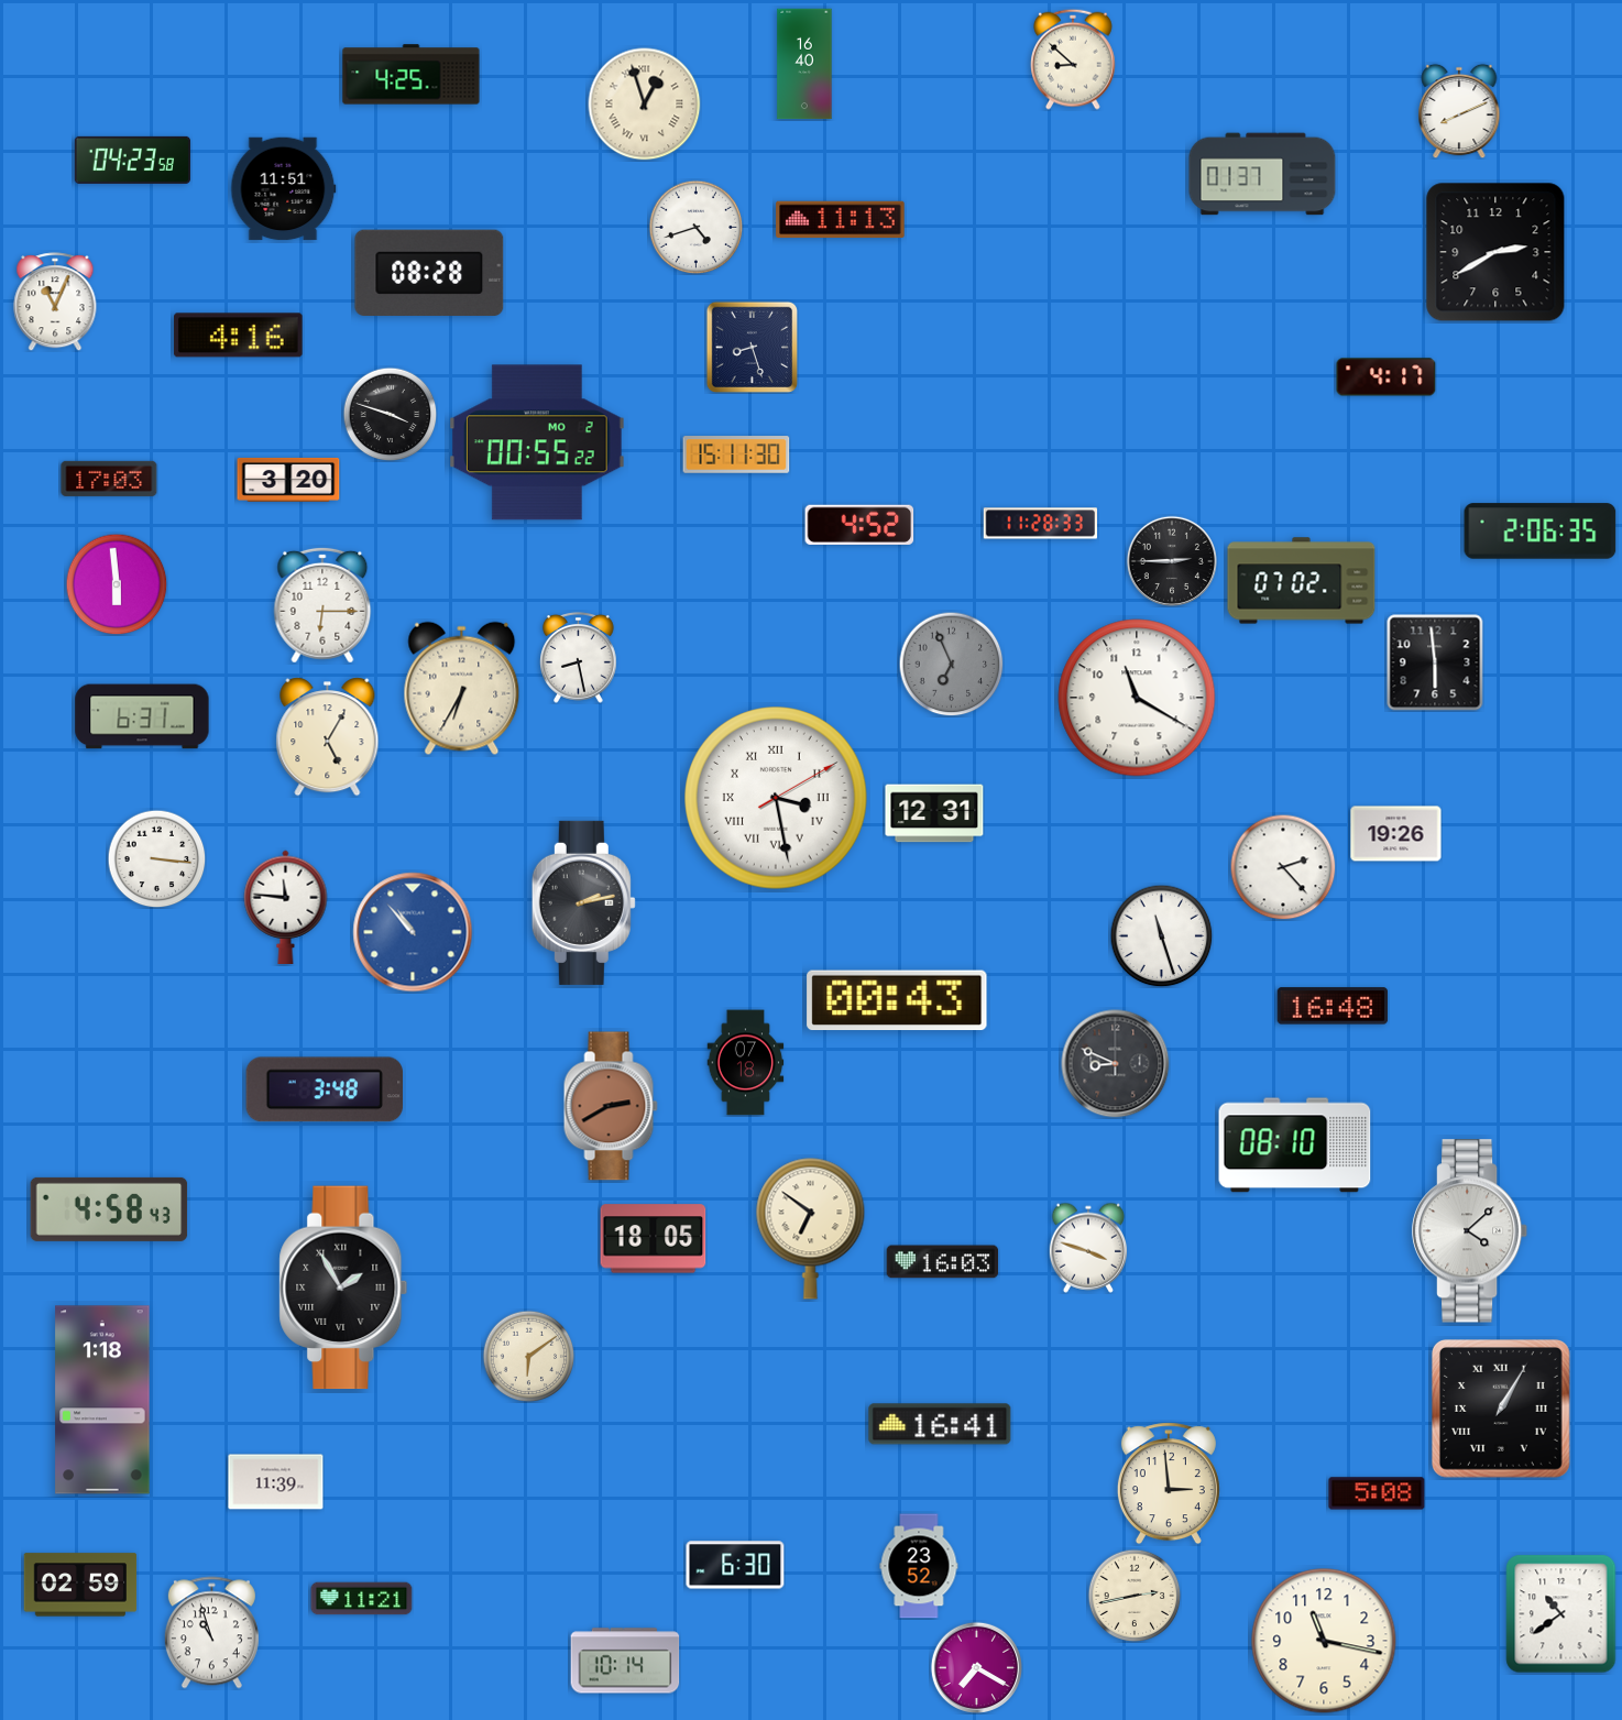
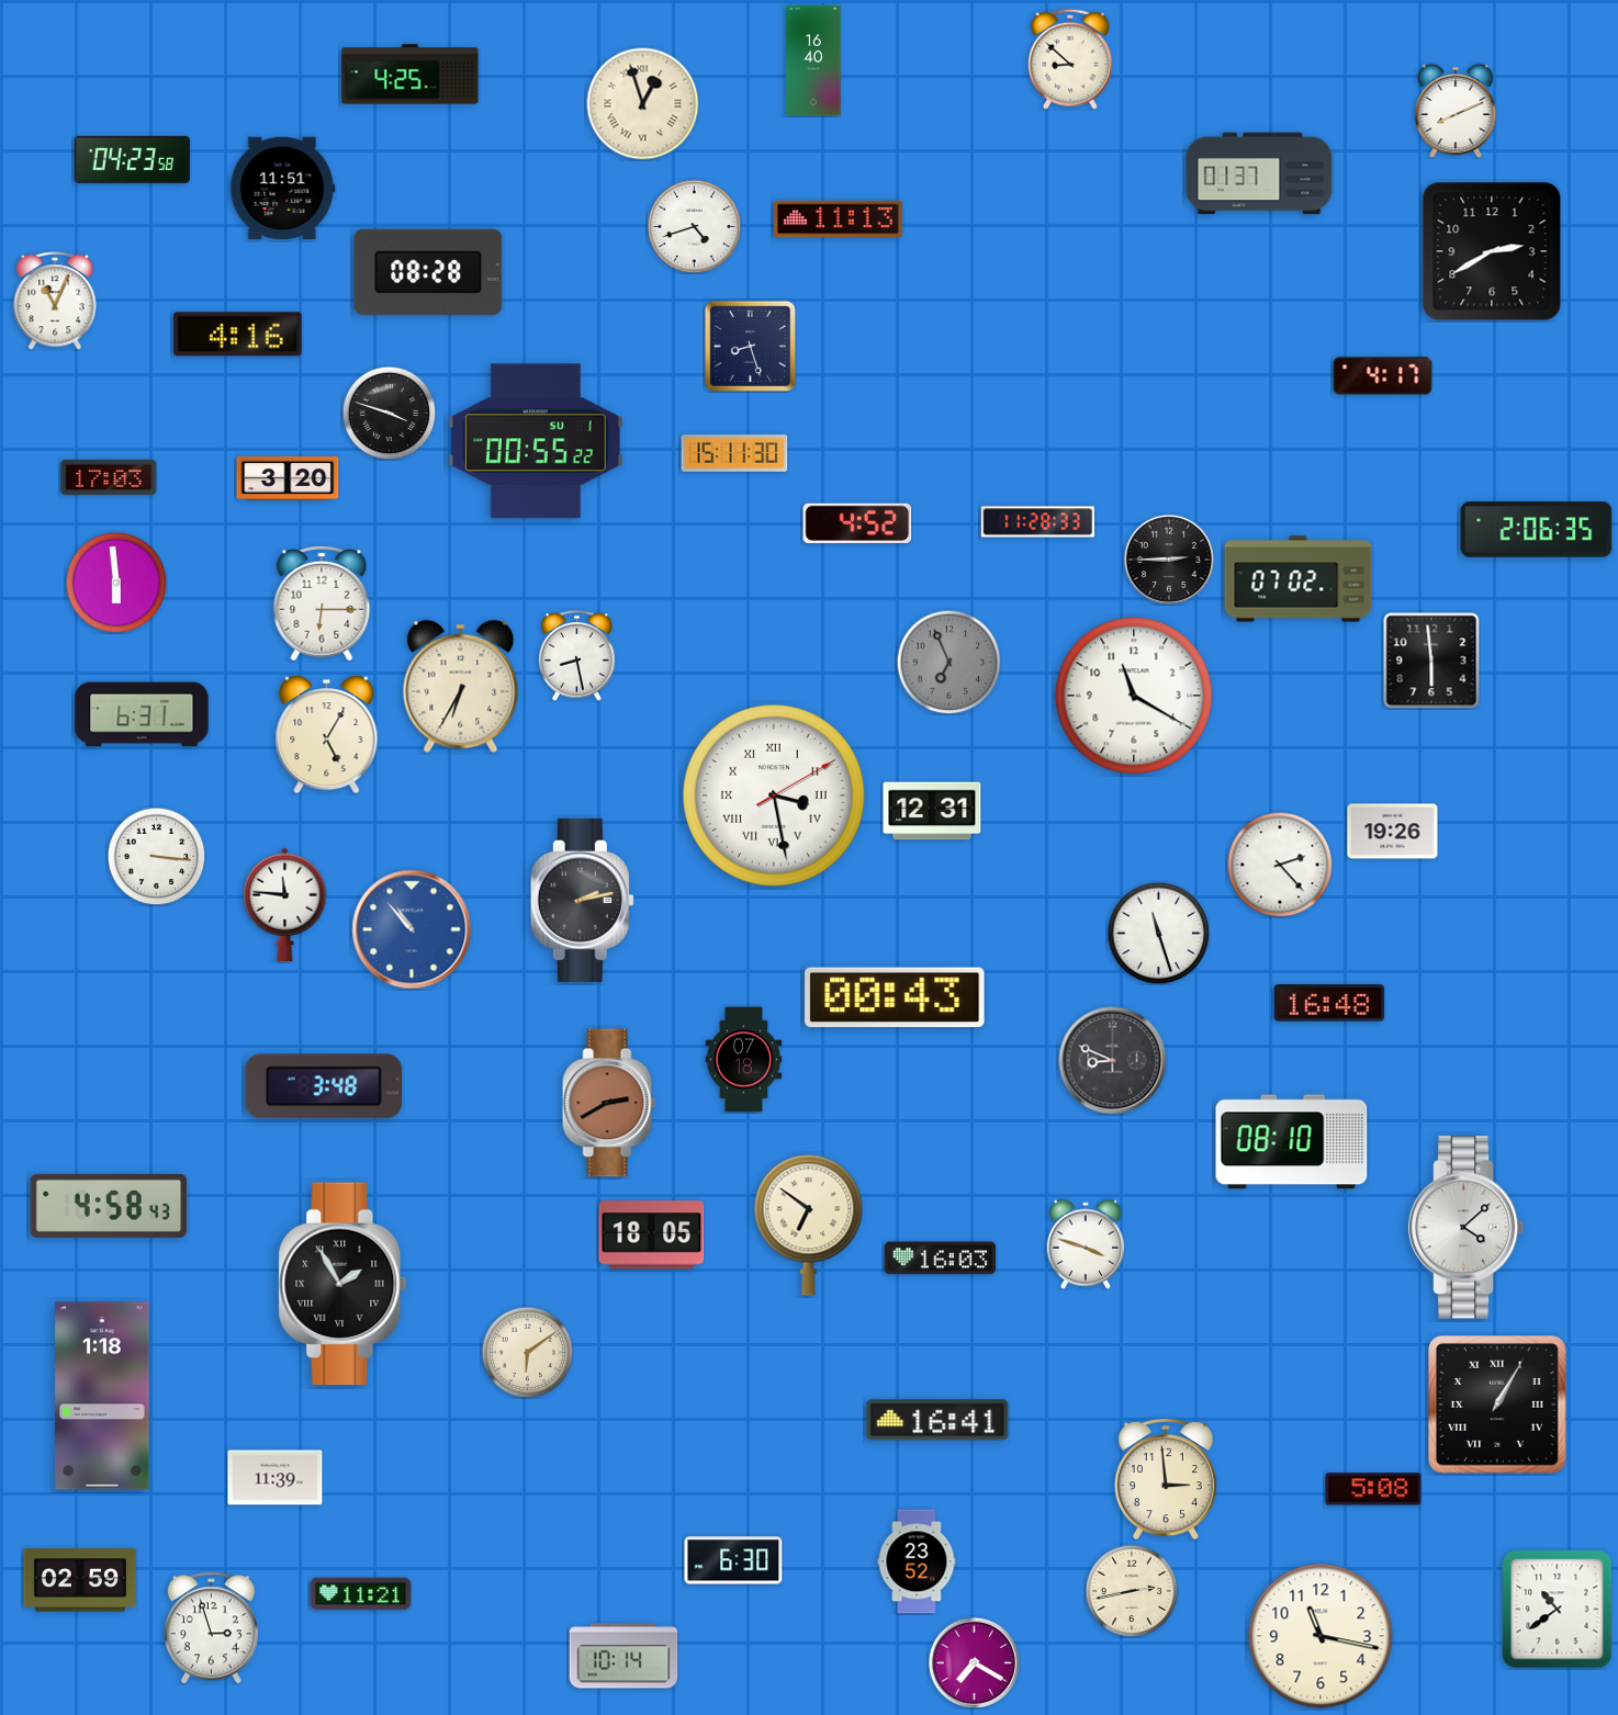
clock at (804, 64) position: (804, 64) -> (813, 60)
clock at (538, 442) date: MO 2 -> SU 1
clock at (211, 1633): 10:57 -> 2:57
